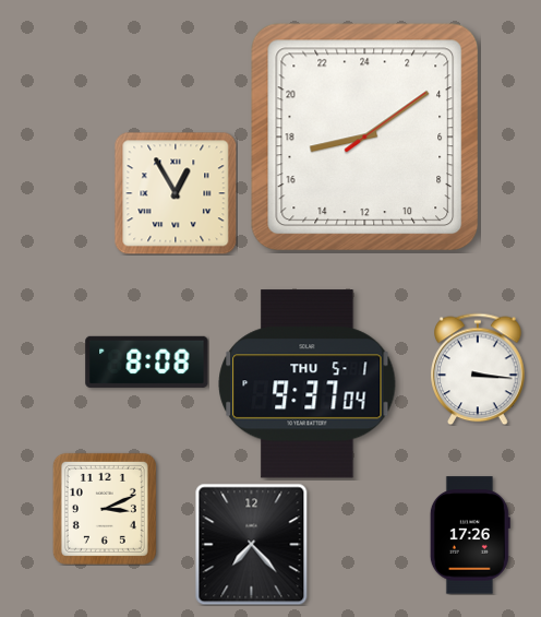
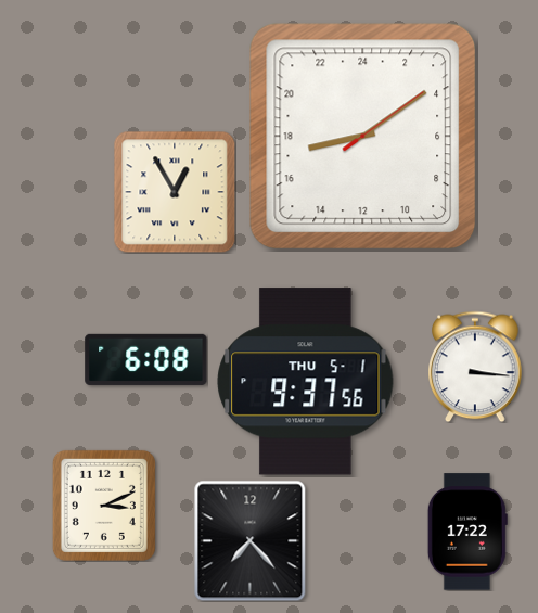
clock at (147, 361): 8:08 -> 6:08
clock at (308, 384): 9:37:04 -> 9:37:56
clock at (470, 535): 17:26 -> 17:22
